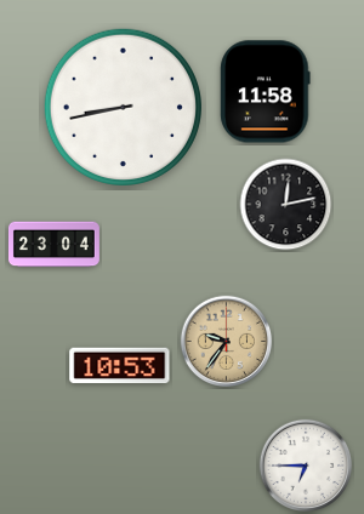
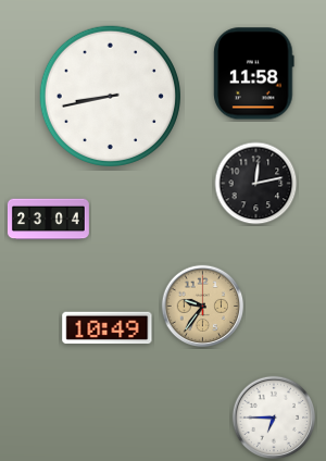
clock at (266, 92) position: (266, 92) -> (254, 74)
clock at (120, 366): 10:53 -> 10:49
